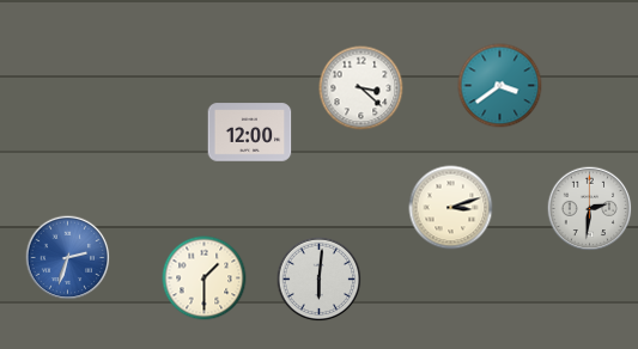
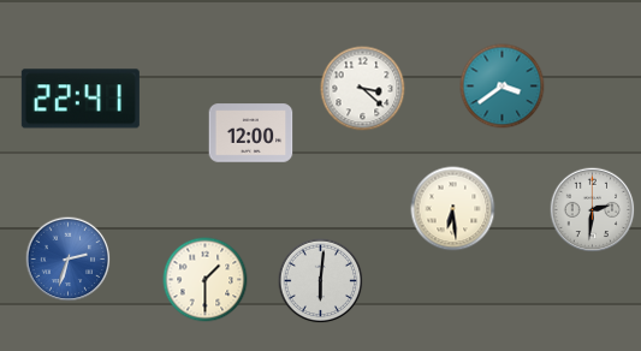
clock at (81, 99): none -> 22:41
clock at (451, 208): 3:12 -> 6:29
